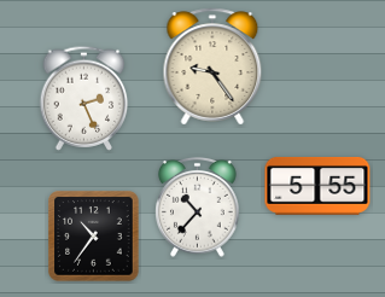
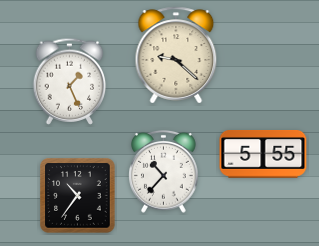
clock at (212, 66): 9:24 -> 9:22
clock at (84, 98): 2:26 -> 1:26
